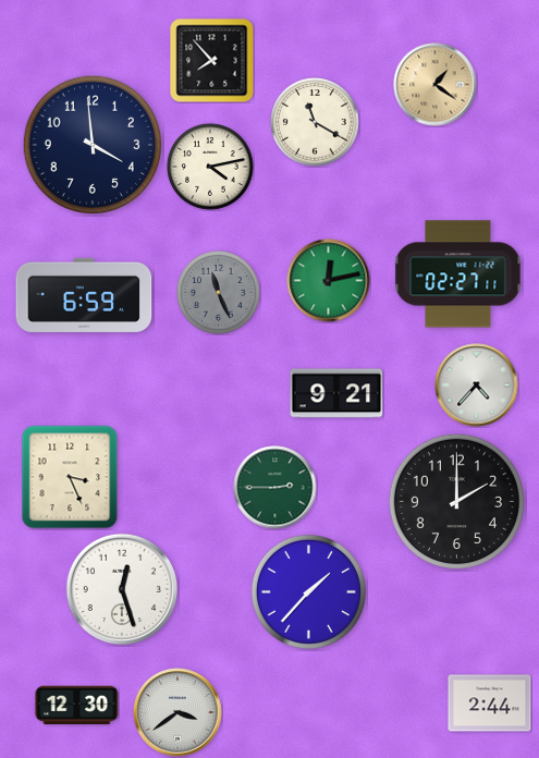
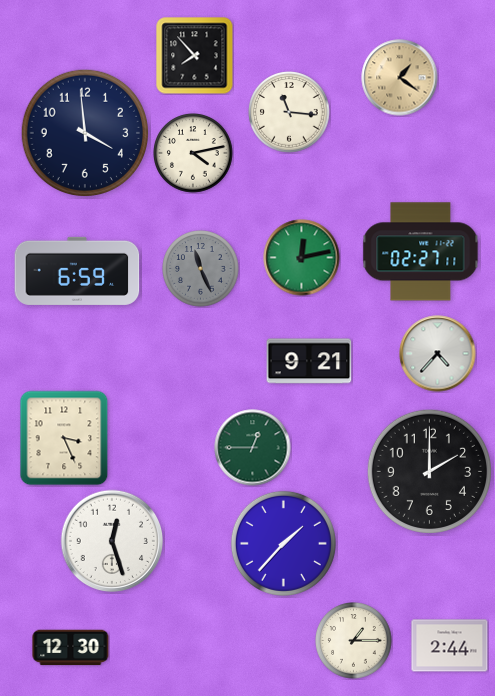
clock at (315, 122): 11:20 -> 11:16
clock at (275, 488): 2:45 -> 12:45
clock at (456, 501) position: (456, 501) -> (429, 471)
clock at (354, 641): none -> 1:15
clock at (177, 712): 3:39 -> none
